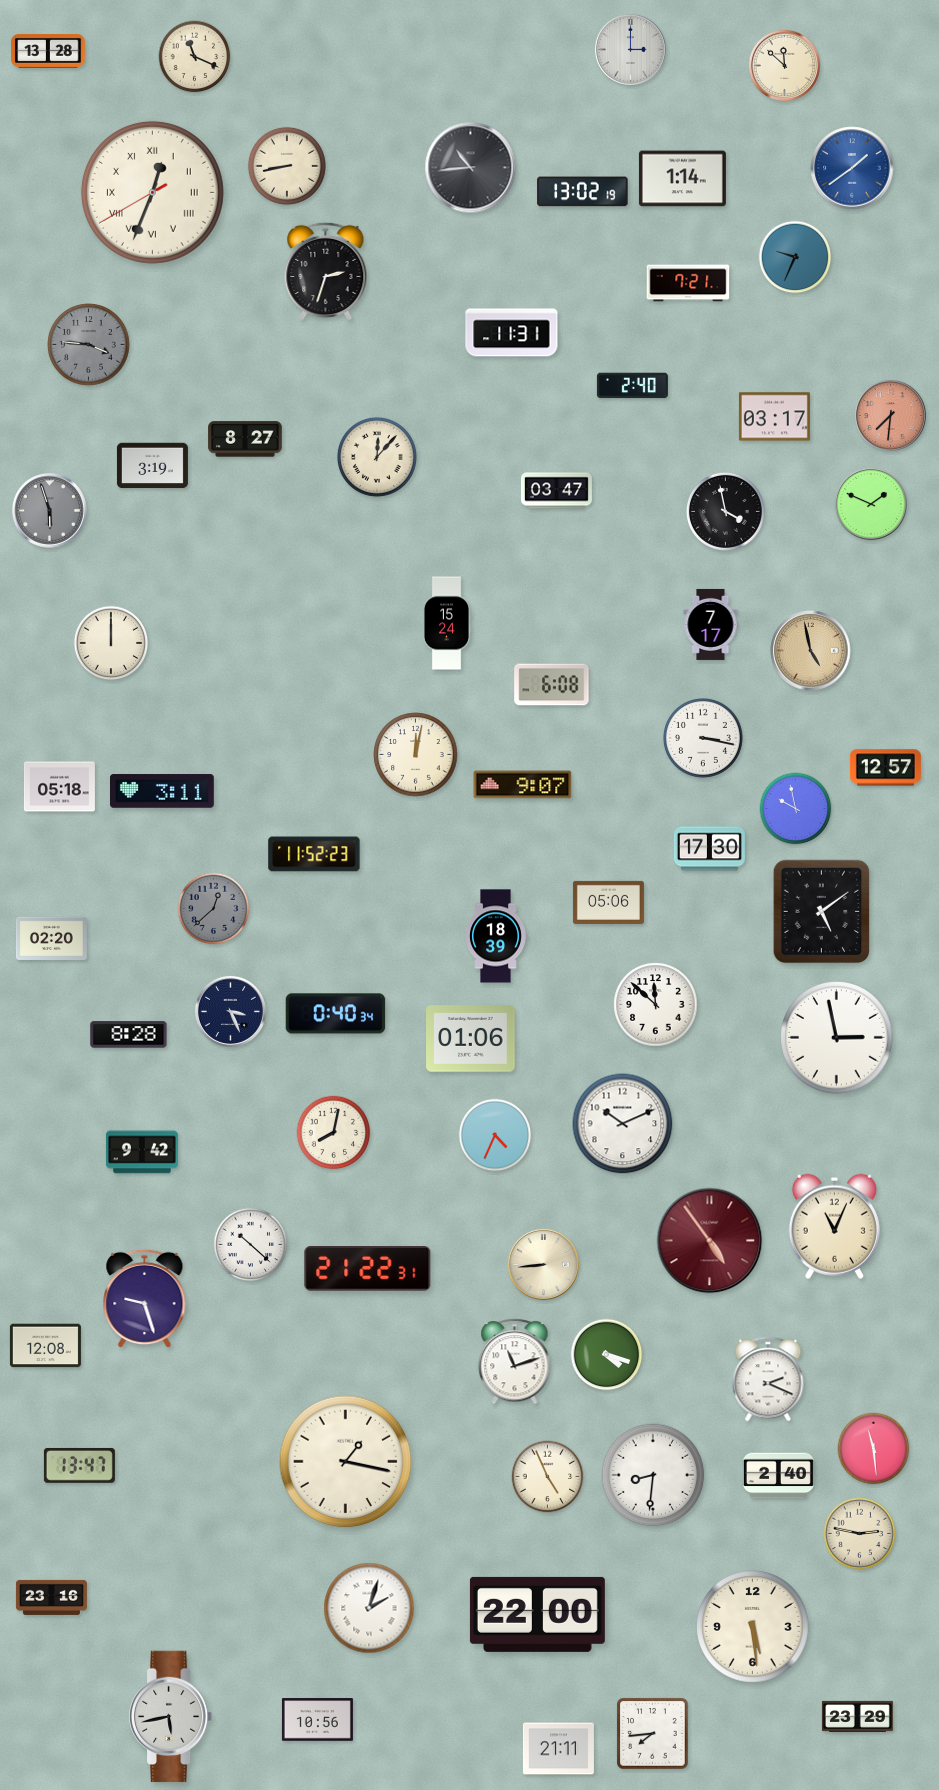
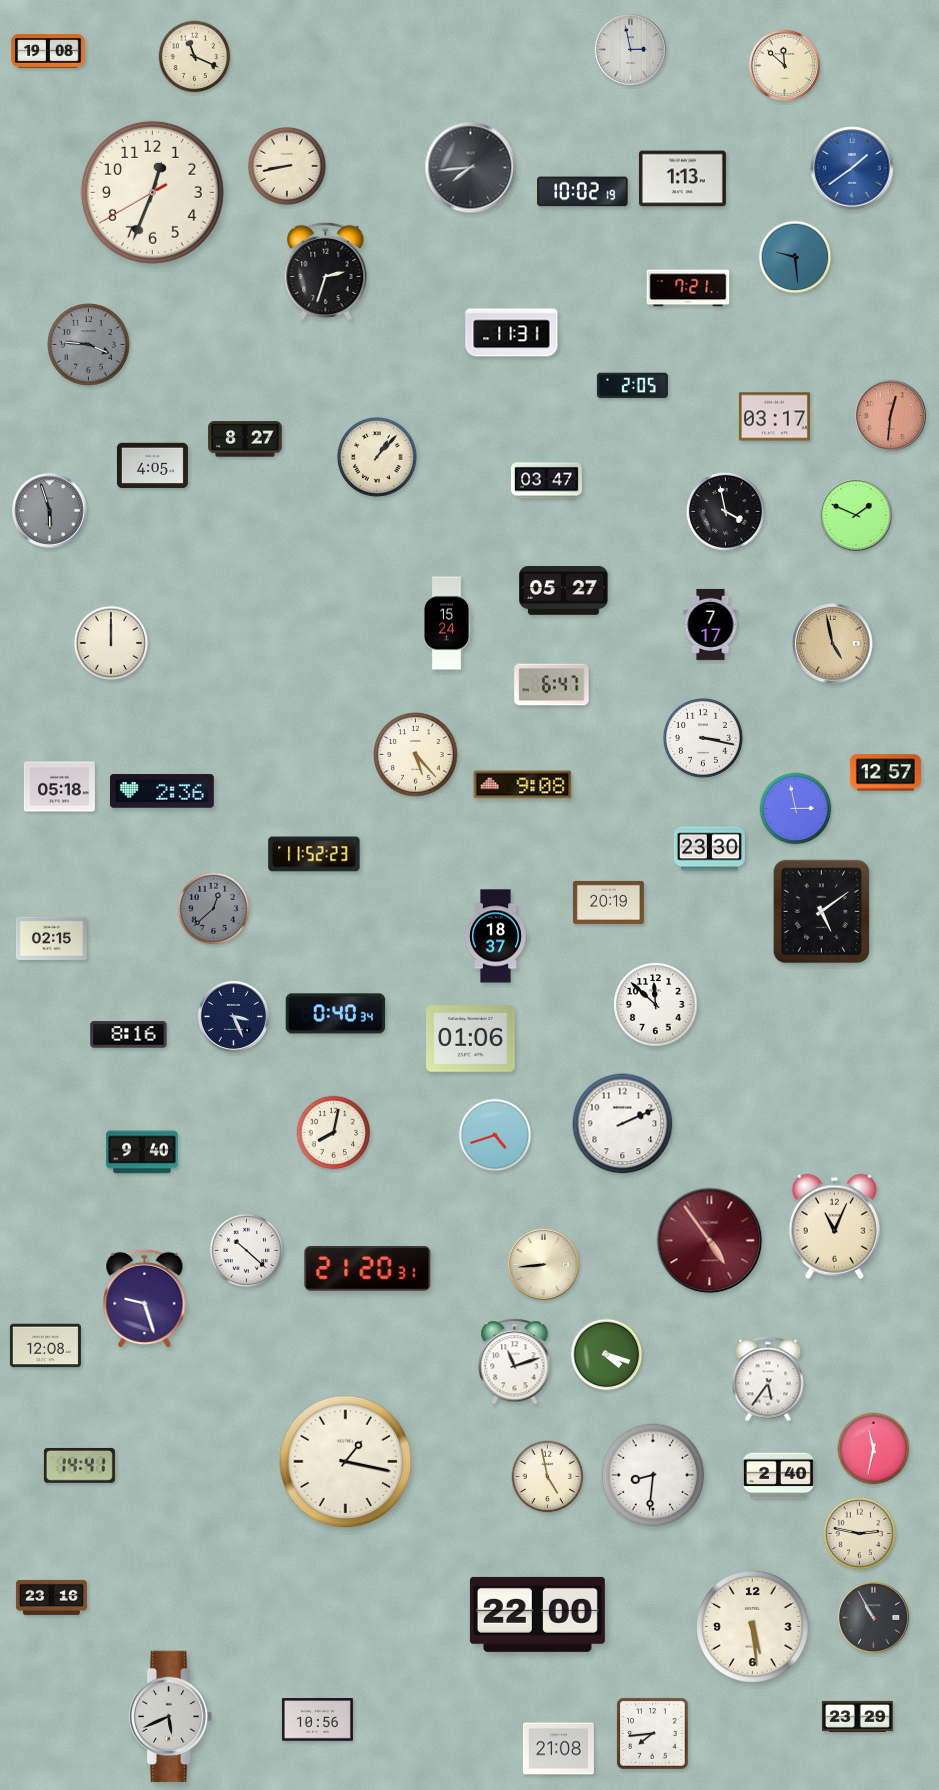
clock at (630, 49): 3:00 -> 2:58
clock at (48, 51): 13:28 -> 19:08
clock at (471, 168): 10:44 -> 7:44
clock at (682, 179): 1:14 -> 1:13
clock at (152, 192) numerals: Roman -> Arabic
clock at (583, 192): 13:02 -> 10:02
clock at (795, 257): 9:34 -> 9:29
clock at (688, 283) position: (688, 283) -> (688, 288)
clock at (632, 386): 2:40 -> 2:05
clock at (890, 415): 7:31 -> 12:31
clock at (377, 457): 12:07 -> 1:07
clock at (152, 466): 3:19 -> 4:05
clock at (556, 491) position: (556, 491) -> (546, 481)
clock at (871, 504) position: (871, 504) -> (856, 515)
clock at (564, 591): none -> 05:27
clock at (811, 651) position: (811, 651) -> (833, 644)
clock at (552, 685): 6:08 -> 6:47
clock at (416, 755): 12:02 -> 5:23
clock at (885, 768) position: (885, 768) -> (885, 773)
clock at (523, 785): 9:07 -> 9:08
clock at (163, 791): 3:11 -> 2:36
clock at (796, 809): 9:58 -> 2:58
clock at (709, 849): 17:30 -> 23:30
clock at (608, 902): 05:06 -> 20:19
clock at (496, 936): 18:39 -> 18:37
clock at (51, 938): 02:20 -> 02:15
clock at (230, 1011) position: (230, 1011) -> (233, 1016)
clock at (129, 1035): 8:28 -> 8:16
clock at (837, 1038): 2:58 -> none
clock at (623, 1124): 10:11 -> 2:11
clock at (495, 1135): 4:34 -> 4:42
clock at (142, 1152): 9:42 -> 9:40
clock at (251, 1245) position: (251, 1245) -> (247, 1251)
clock at (368, 1269): 21:22 -> 21:20
clock at (768, 1379): 2:19 -> 5:36
clock at (874, 1449): 11:29 -> 11:32
clock at (79, 1466): 13:47 -> 14:41
clock at (548, 1477): 4:56 -> 4:58
clock at (369, 1608): 2:03 -> none
clock at (873, 1617): none -> 10:55
clock at (171, 1717): 5:43 -> 5:41
clock at (558, 1749): 21:11 -> 21:08
